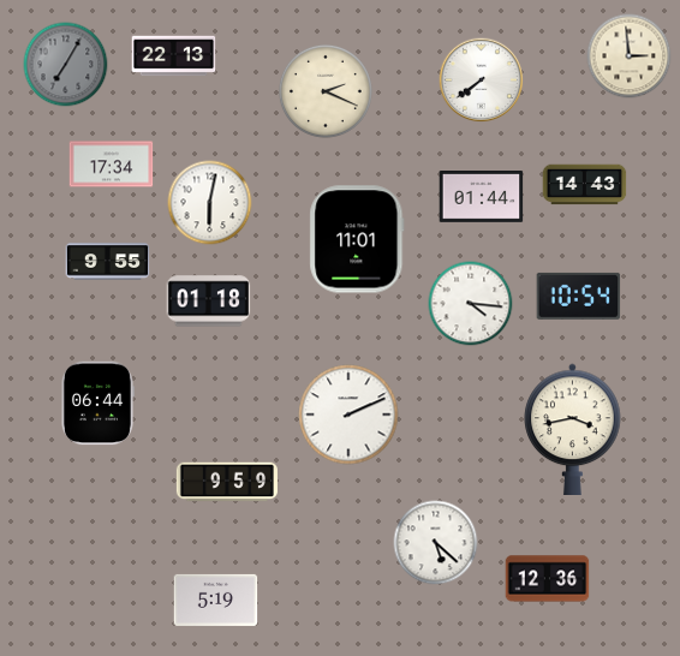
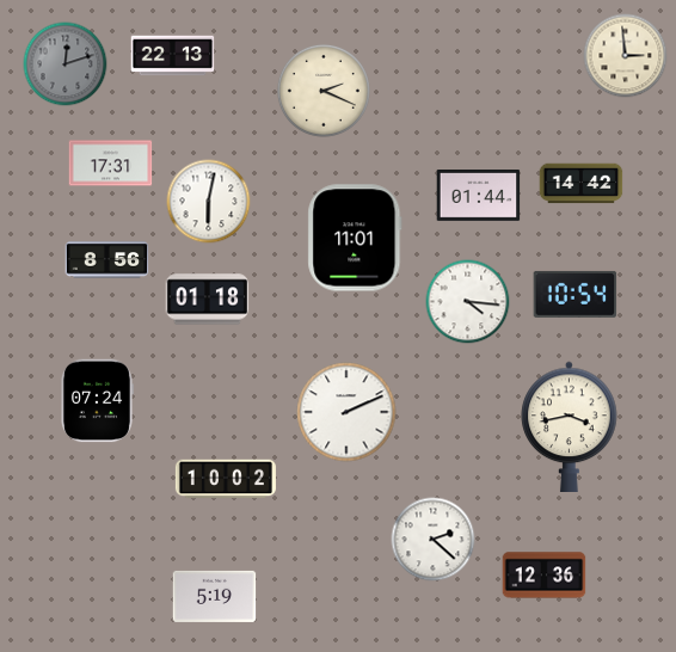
clock at (66, 65): 7:05 -> 12:12
clock at (482, 80): 7:39 -> none
clock at (112, 165): 17:34 -> 17:31
clock at (585, 185): 14:43 -> 14:42
clock at (108, 262): 9:55 -> 8:56
clock at (97, 404): 06:44 -> 07:24
clock at (227, 482): 9:59 -> 10:02
clock at (436, 543): 5:22 -> 2:22
